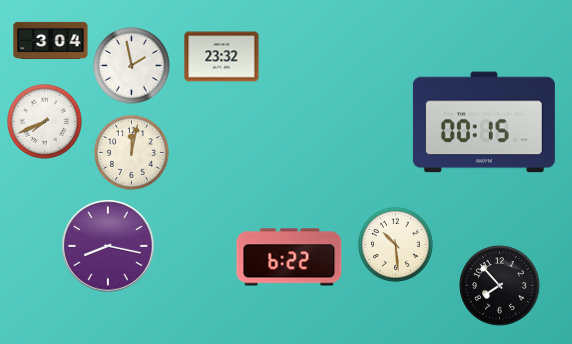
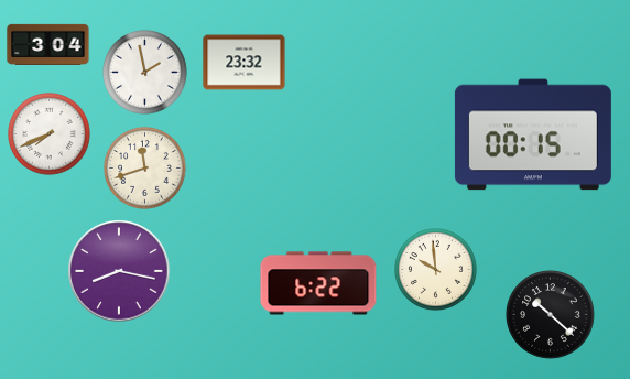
clock at (51, 40) position: (51, 40) -> (48, 44)
clock at (132, 153): 12:02 -> 11:42
clock at (396, 245): 10:29 -> 9:59
clock at (500, 286): 7:53 -> 10:22
